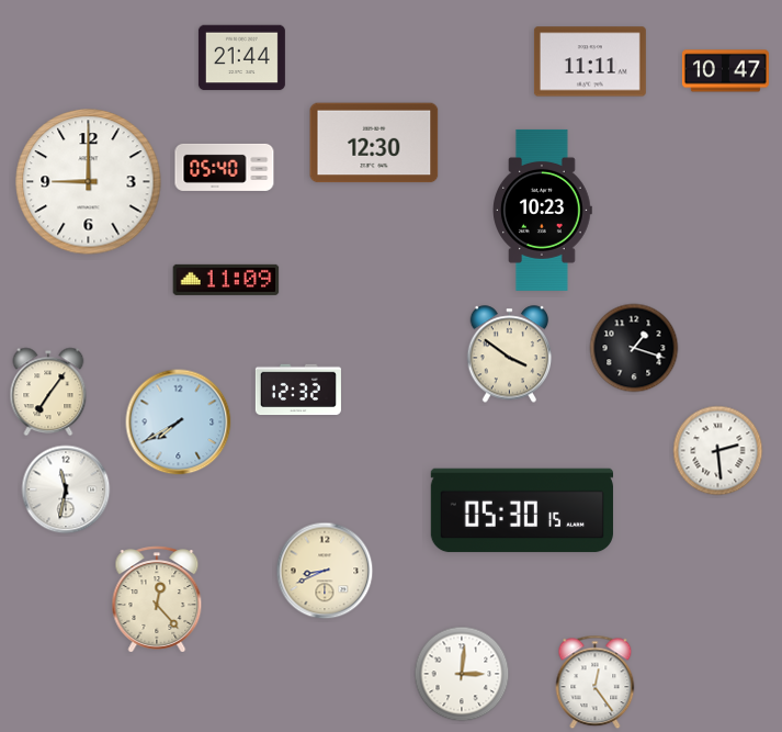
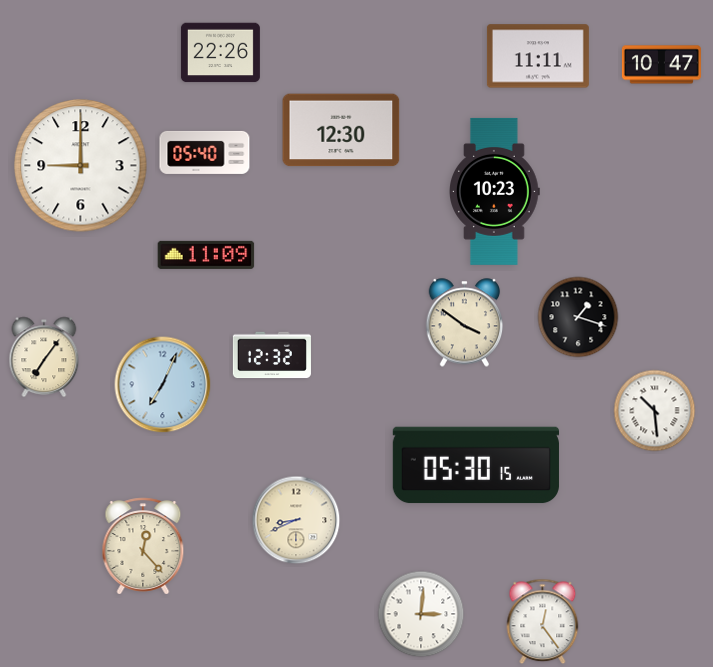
clock at (241, 58): 21:44 -> 22:26
clock at (179, 423): 7:40 -> 7:04
clock at (718, 451): 2:29 -> 10:29
clock at (66, 489): 11:32 -> none
